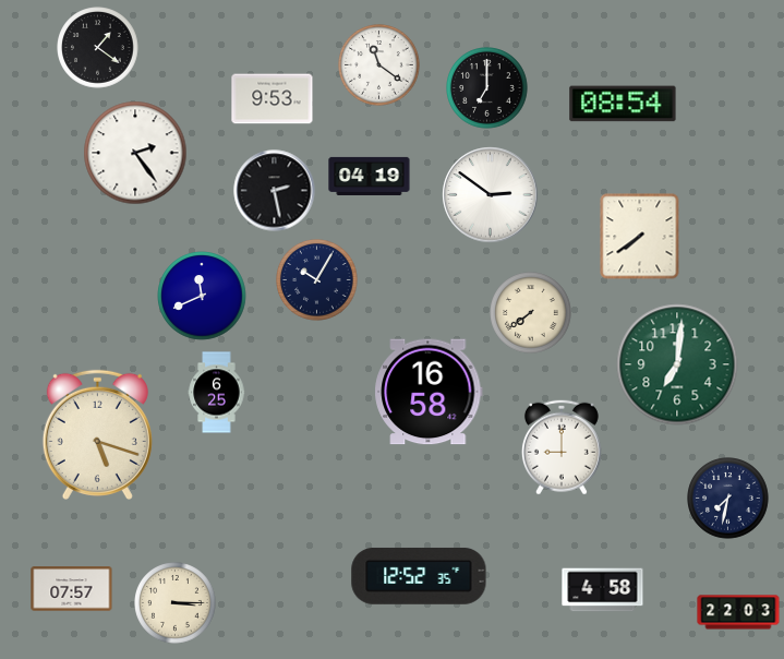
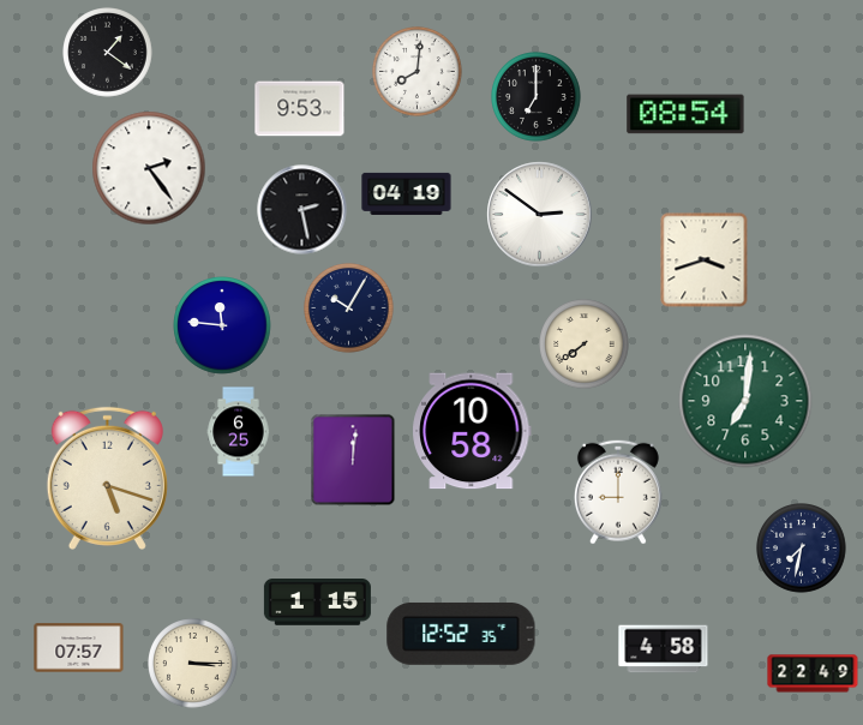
clock at (379, 65): 11:21 -> 8:01
clock at (640, 237): 7:39 -> 3:42
clock at (202, 296): 11:41 -> 11:46
clock at (429, 392): 16:58 -> 10:58
clock at (353, 460): none -> 12:01
clock at (317, 603): none -> 1:15
clock at (738, 612): 22:03 -> 22:49
